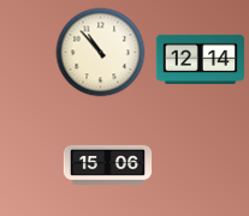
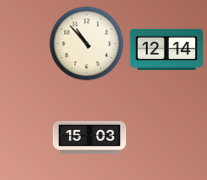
clock at (101, 53) position: (101, 53) -> (87, 44)
clock at (108, 164): 15:06 -> 15:03
